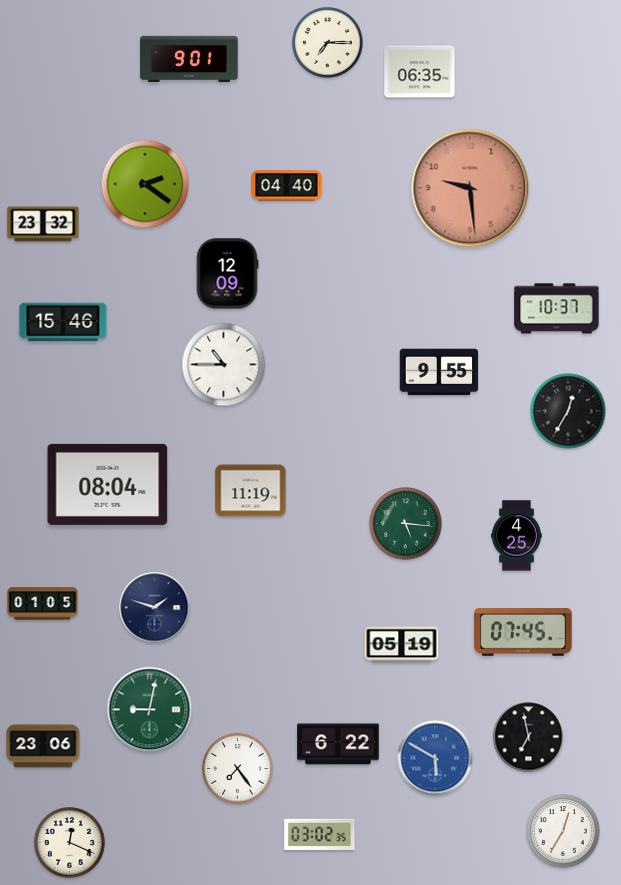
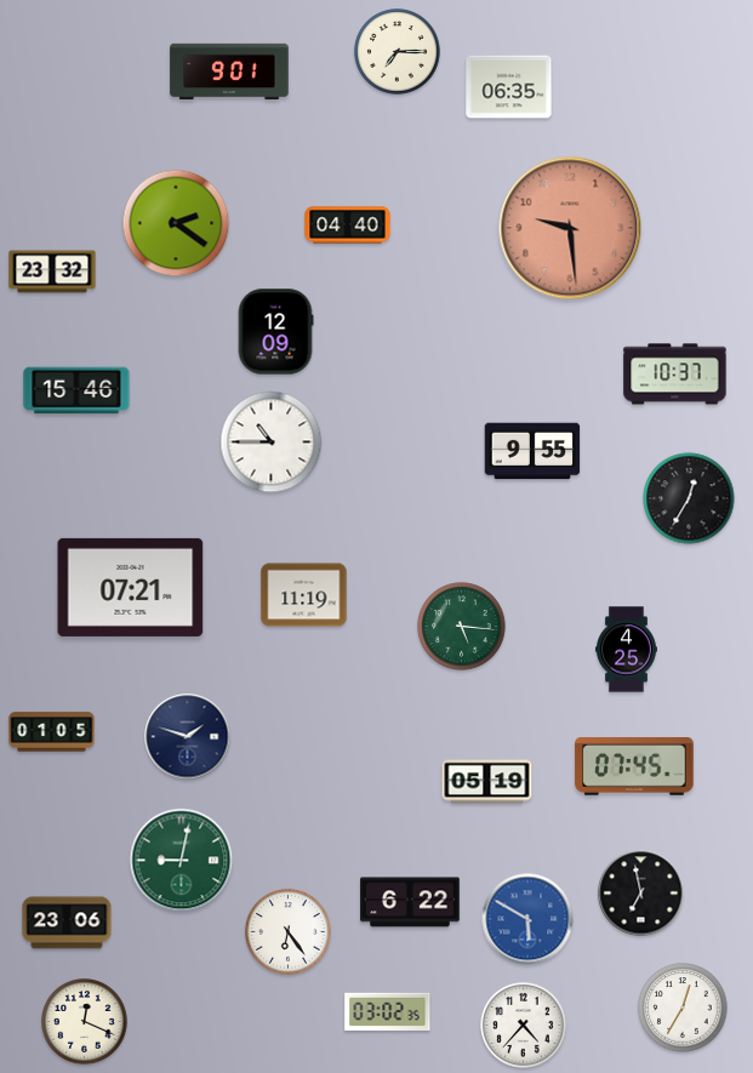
clock at (108, 484): 08:04 -> 07:21
clock at (406, 524) position: (406, 524) -> (462, 627)
clock at (43, 746) position: (43, 746) -> (67, 923)
clock at (238, 769): 7:24 -> 6:24
clock at (524, 1026): none -> 4:37
